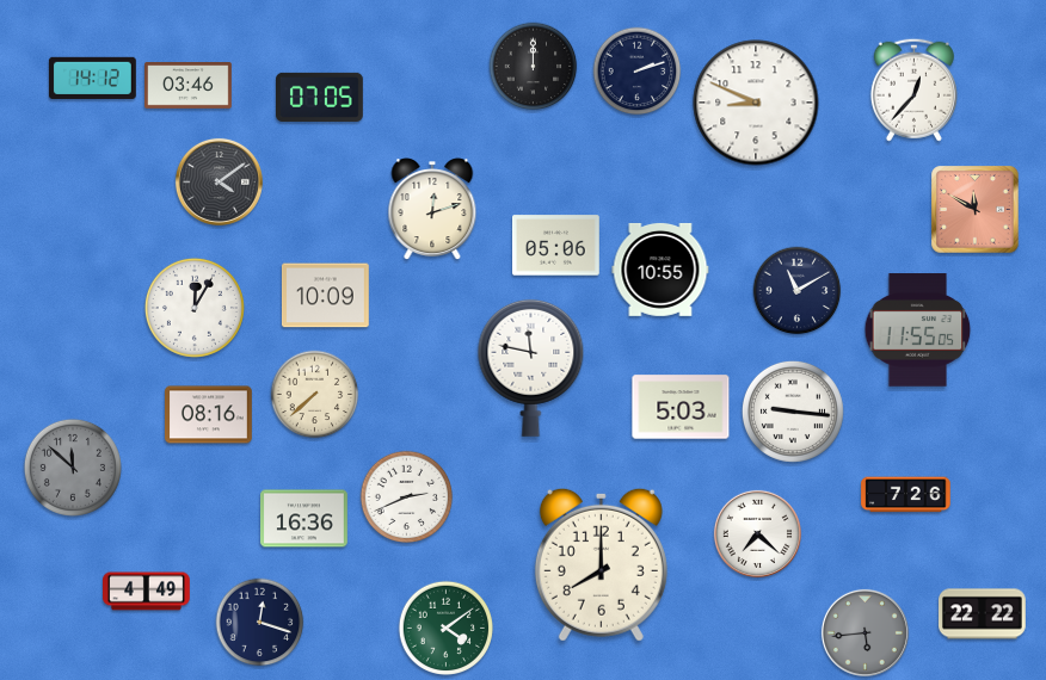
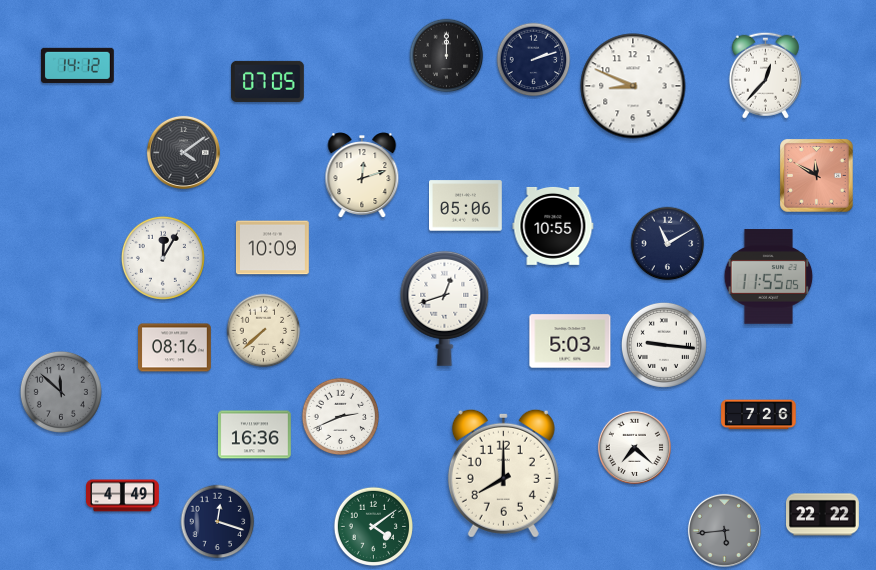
clock at (189, 86): 03:46 -> none
clock at (531, 367): 11:47 -> 12:42
